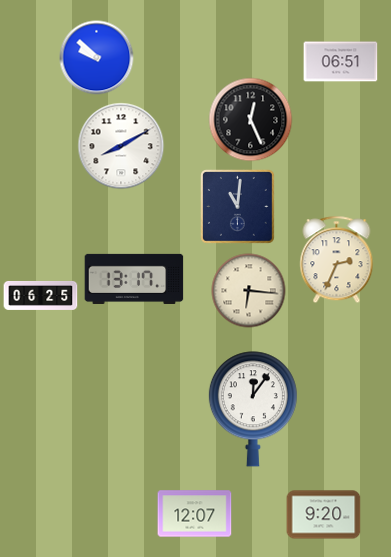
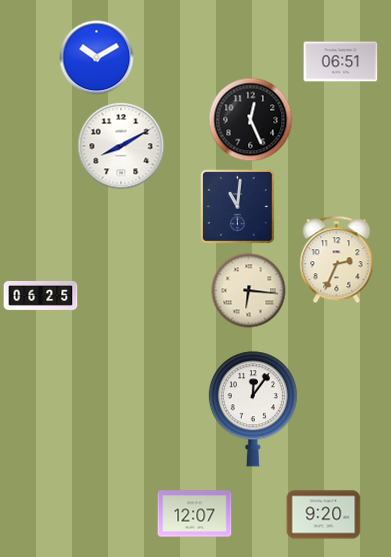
clock at (97, 58): 9:52 -> 10:10
clock at (134, 279): 13:17 -> none
